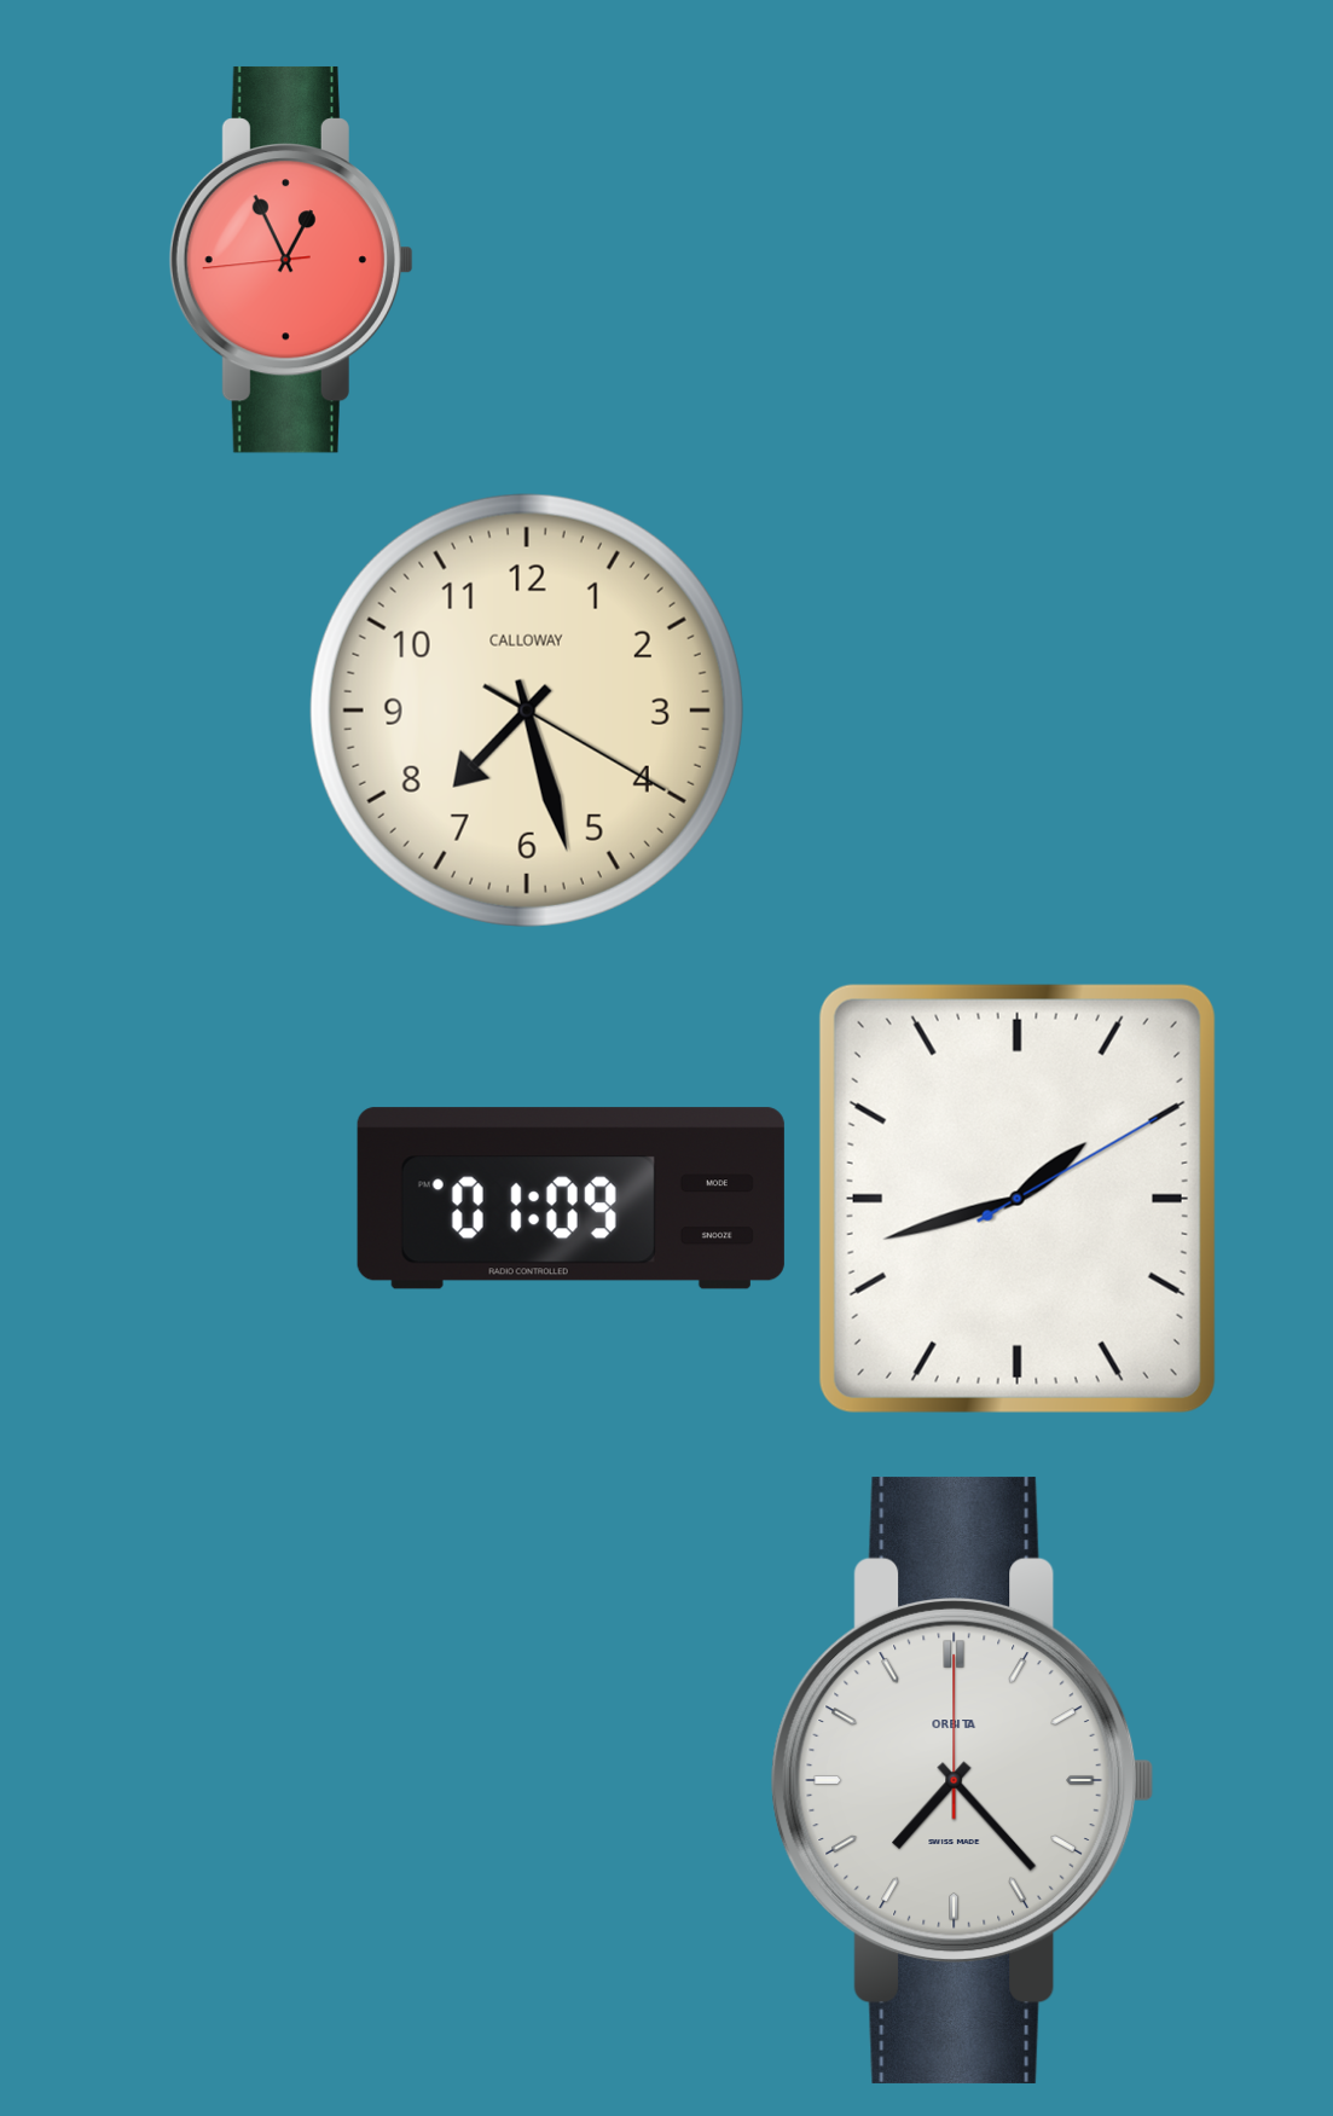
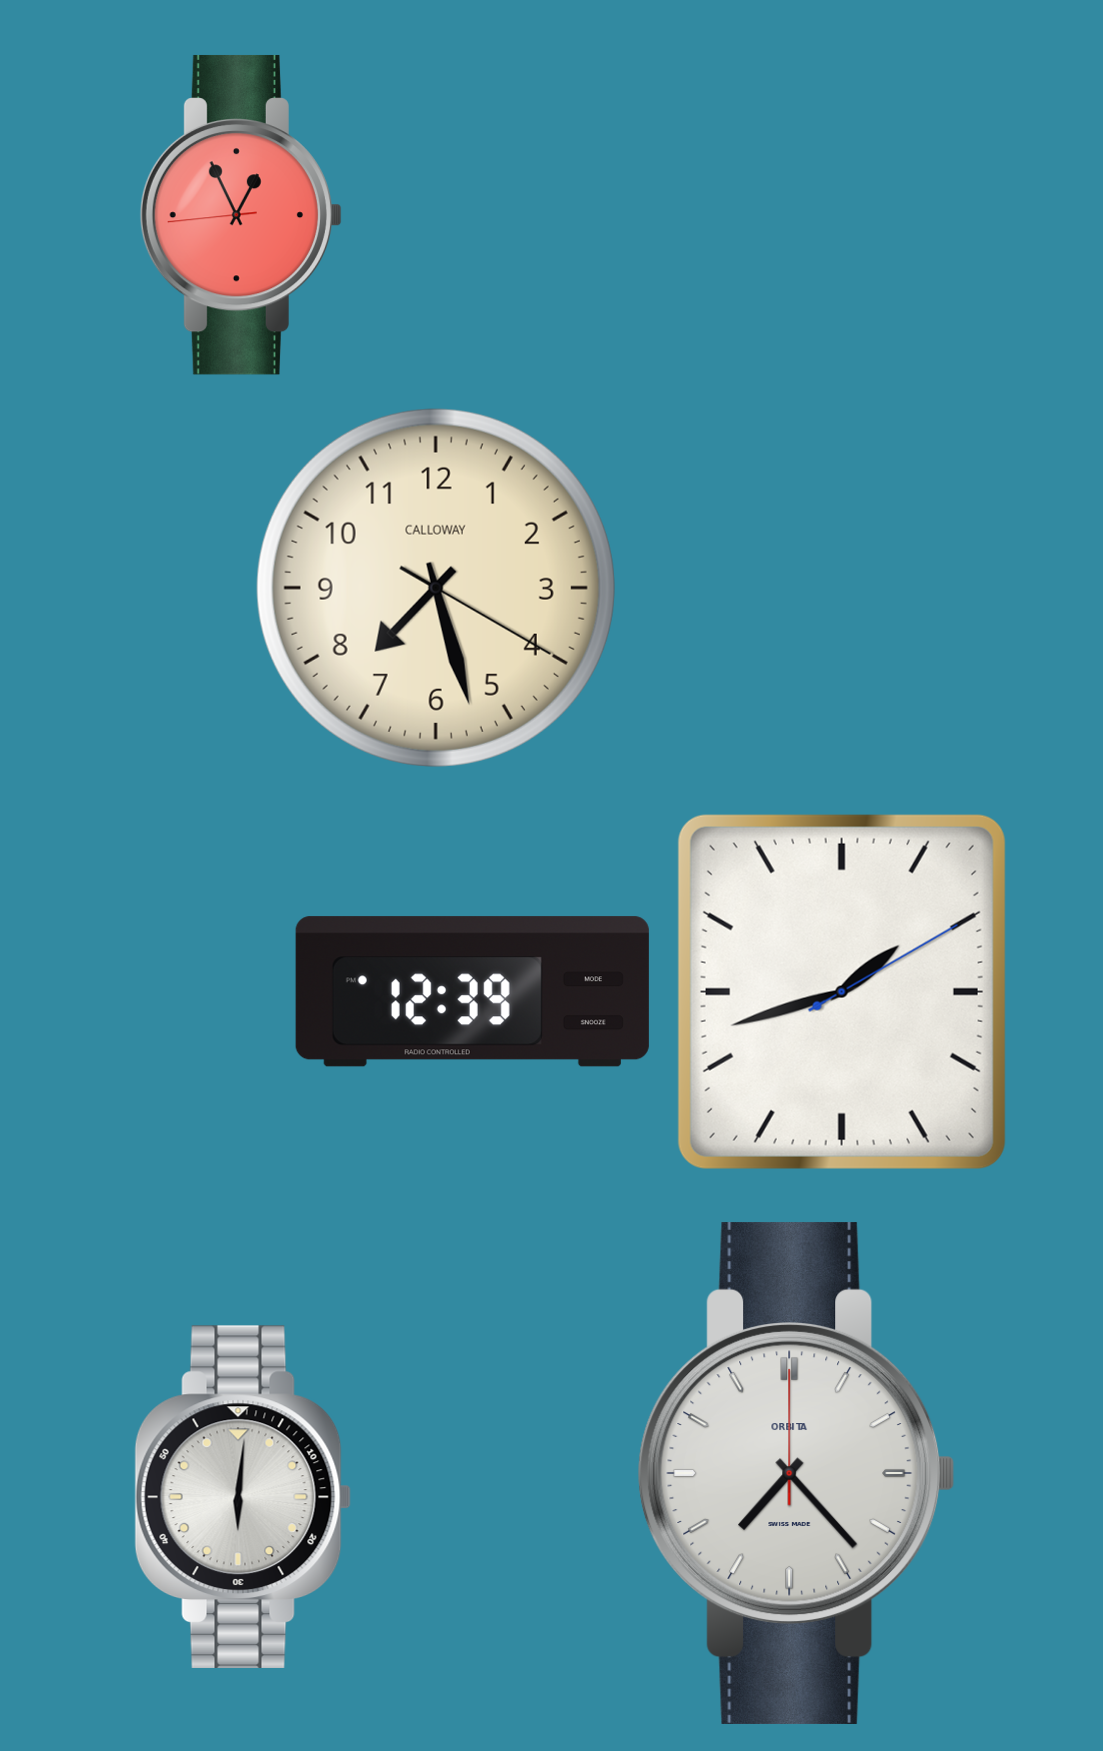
clock at (570, 1199): 01:09 -> 12:39
clock at (243, 1497): none -> 6:01
